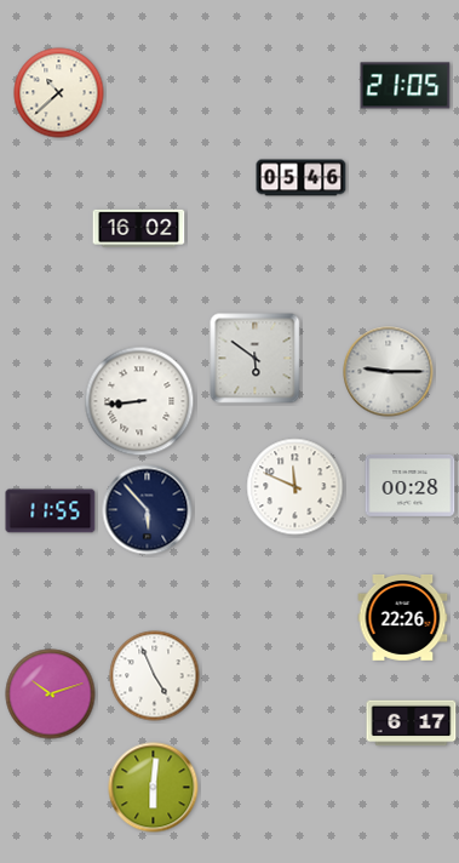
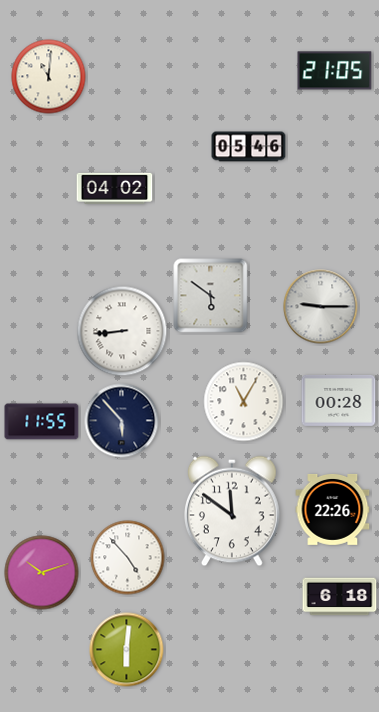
clock at (59, 93): 10:38 -> 11:01
clock at (139, 228): 16:02 -> 04:02
clock at (139, 401) position: (139, 401) -> (122, 331)
clock at (296, 487): 11:49 -> 11:05
clock at (233, 511): none -> 11:51
clock at (155, 676): 4:56 -> 4:53
clock at (412, 724): 6:17 -> 6:18
